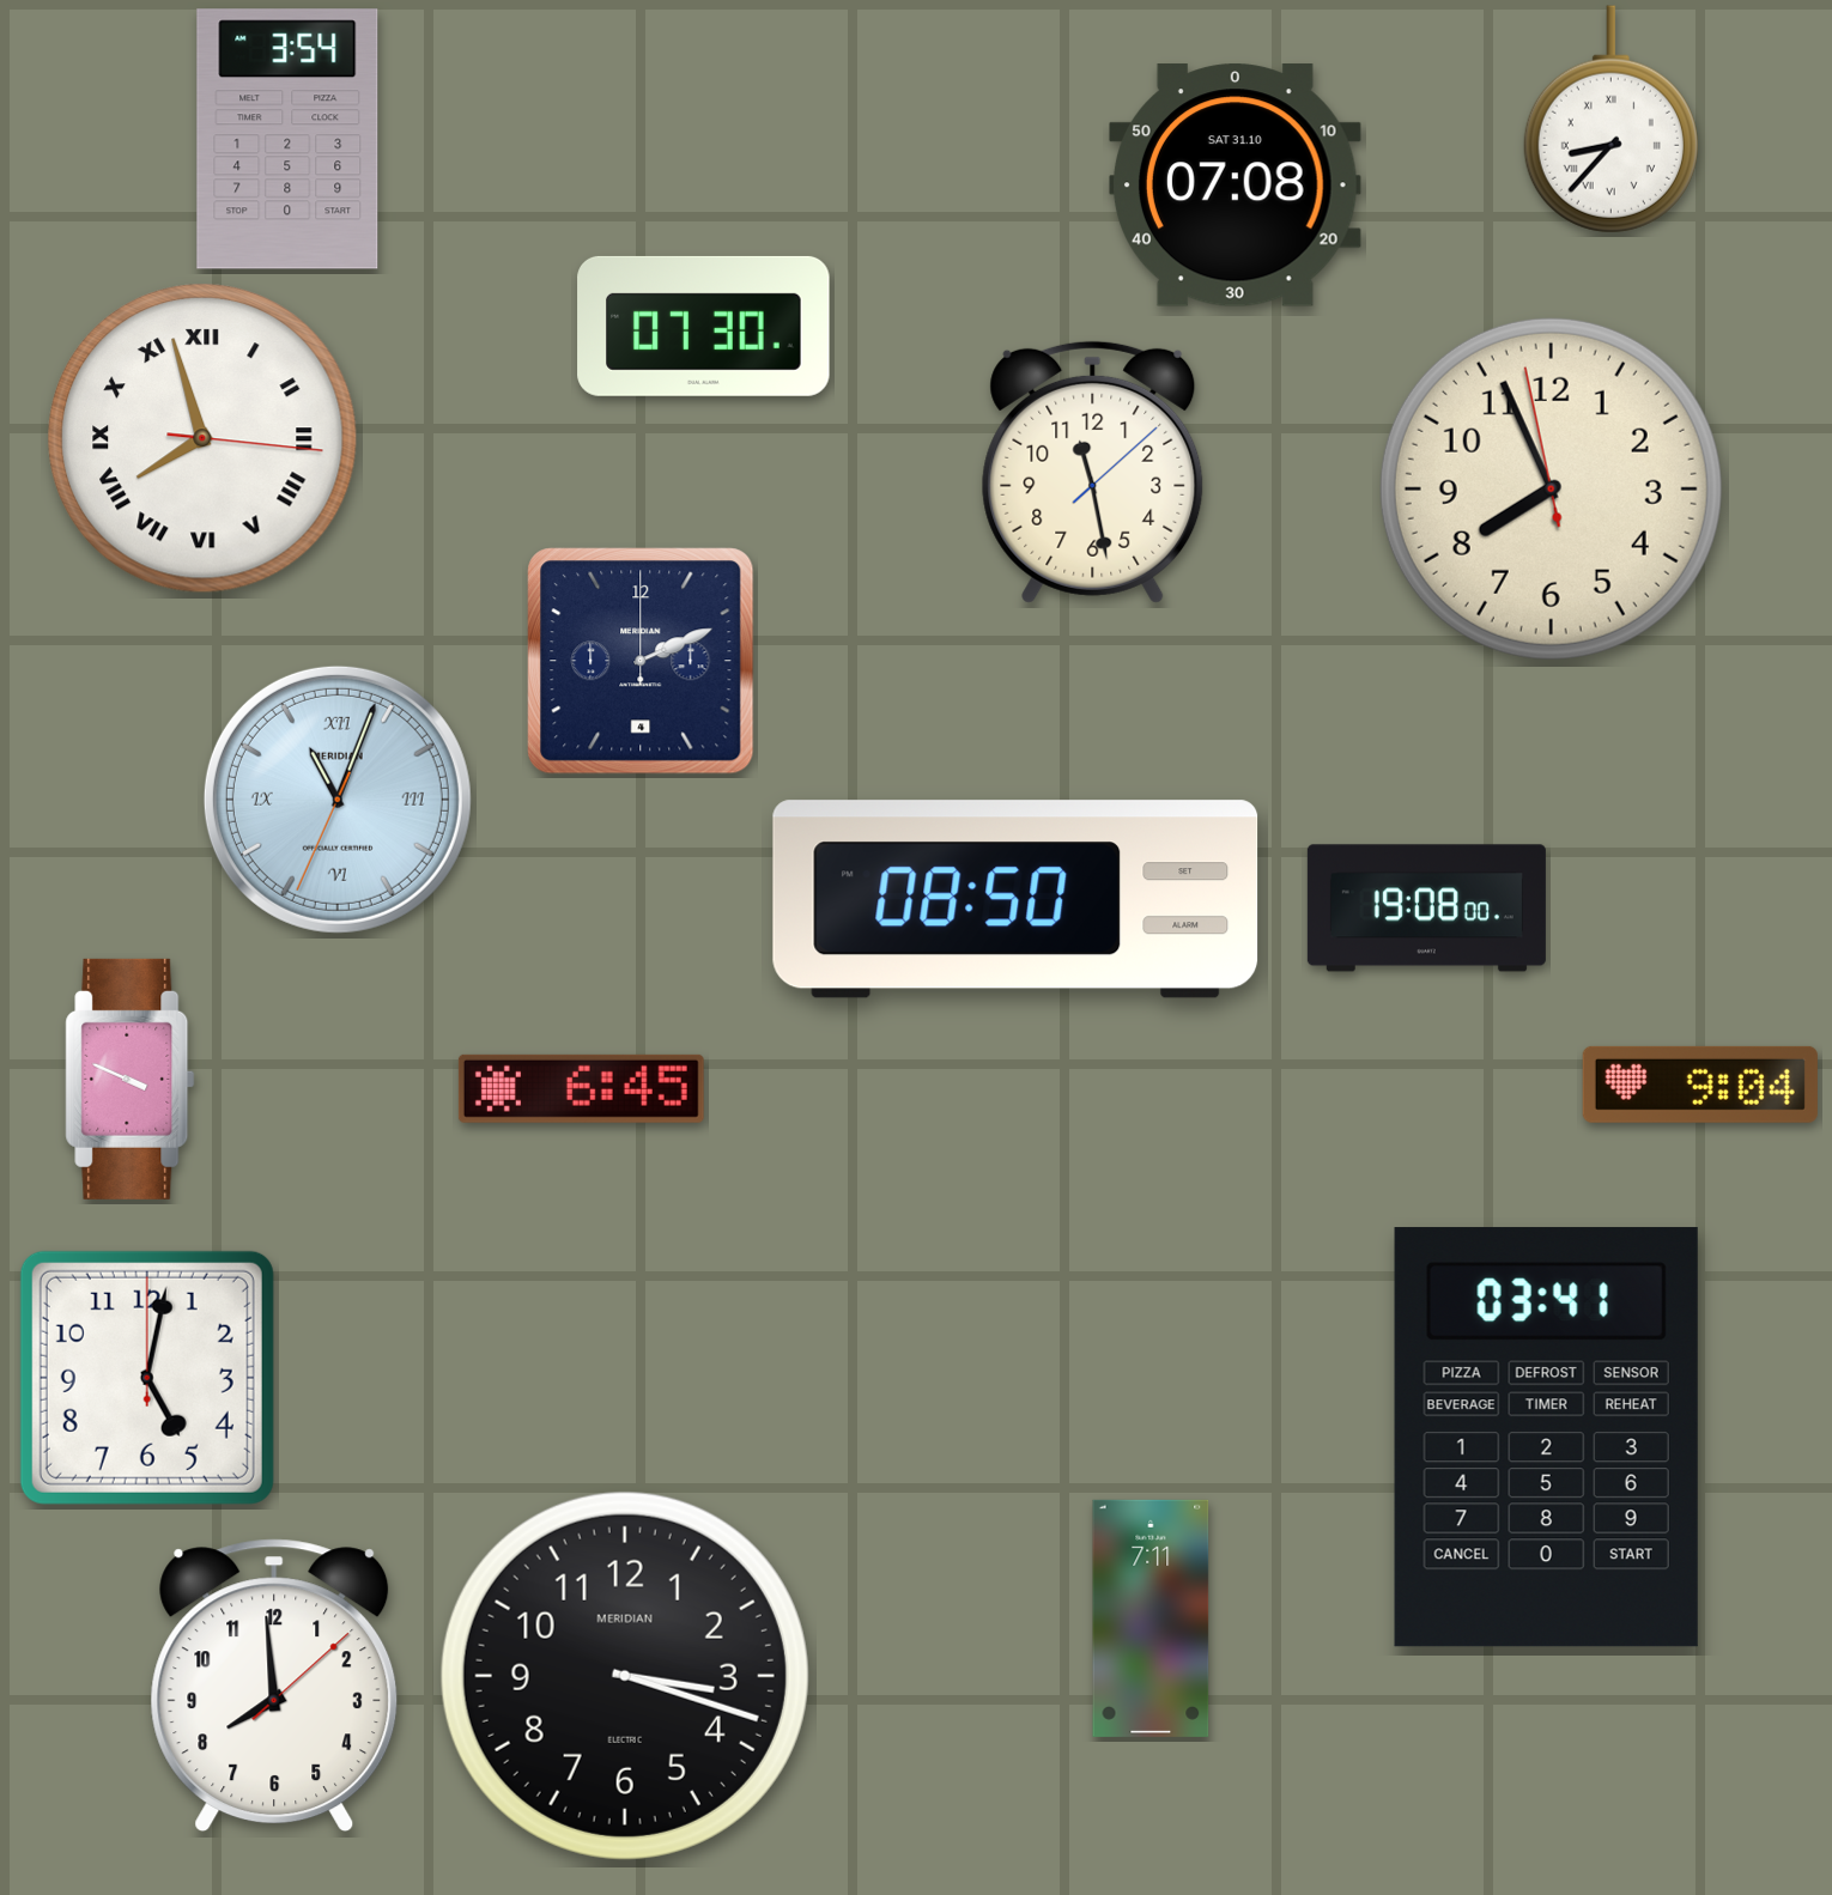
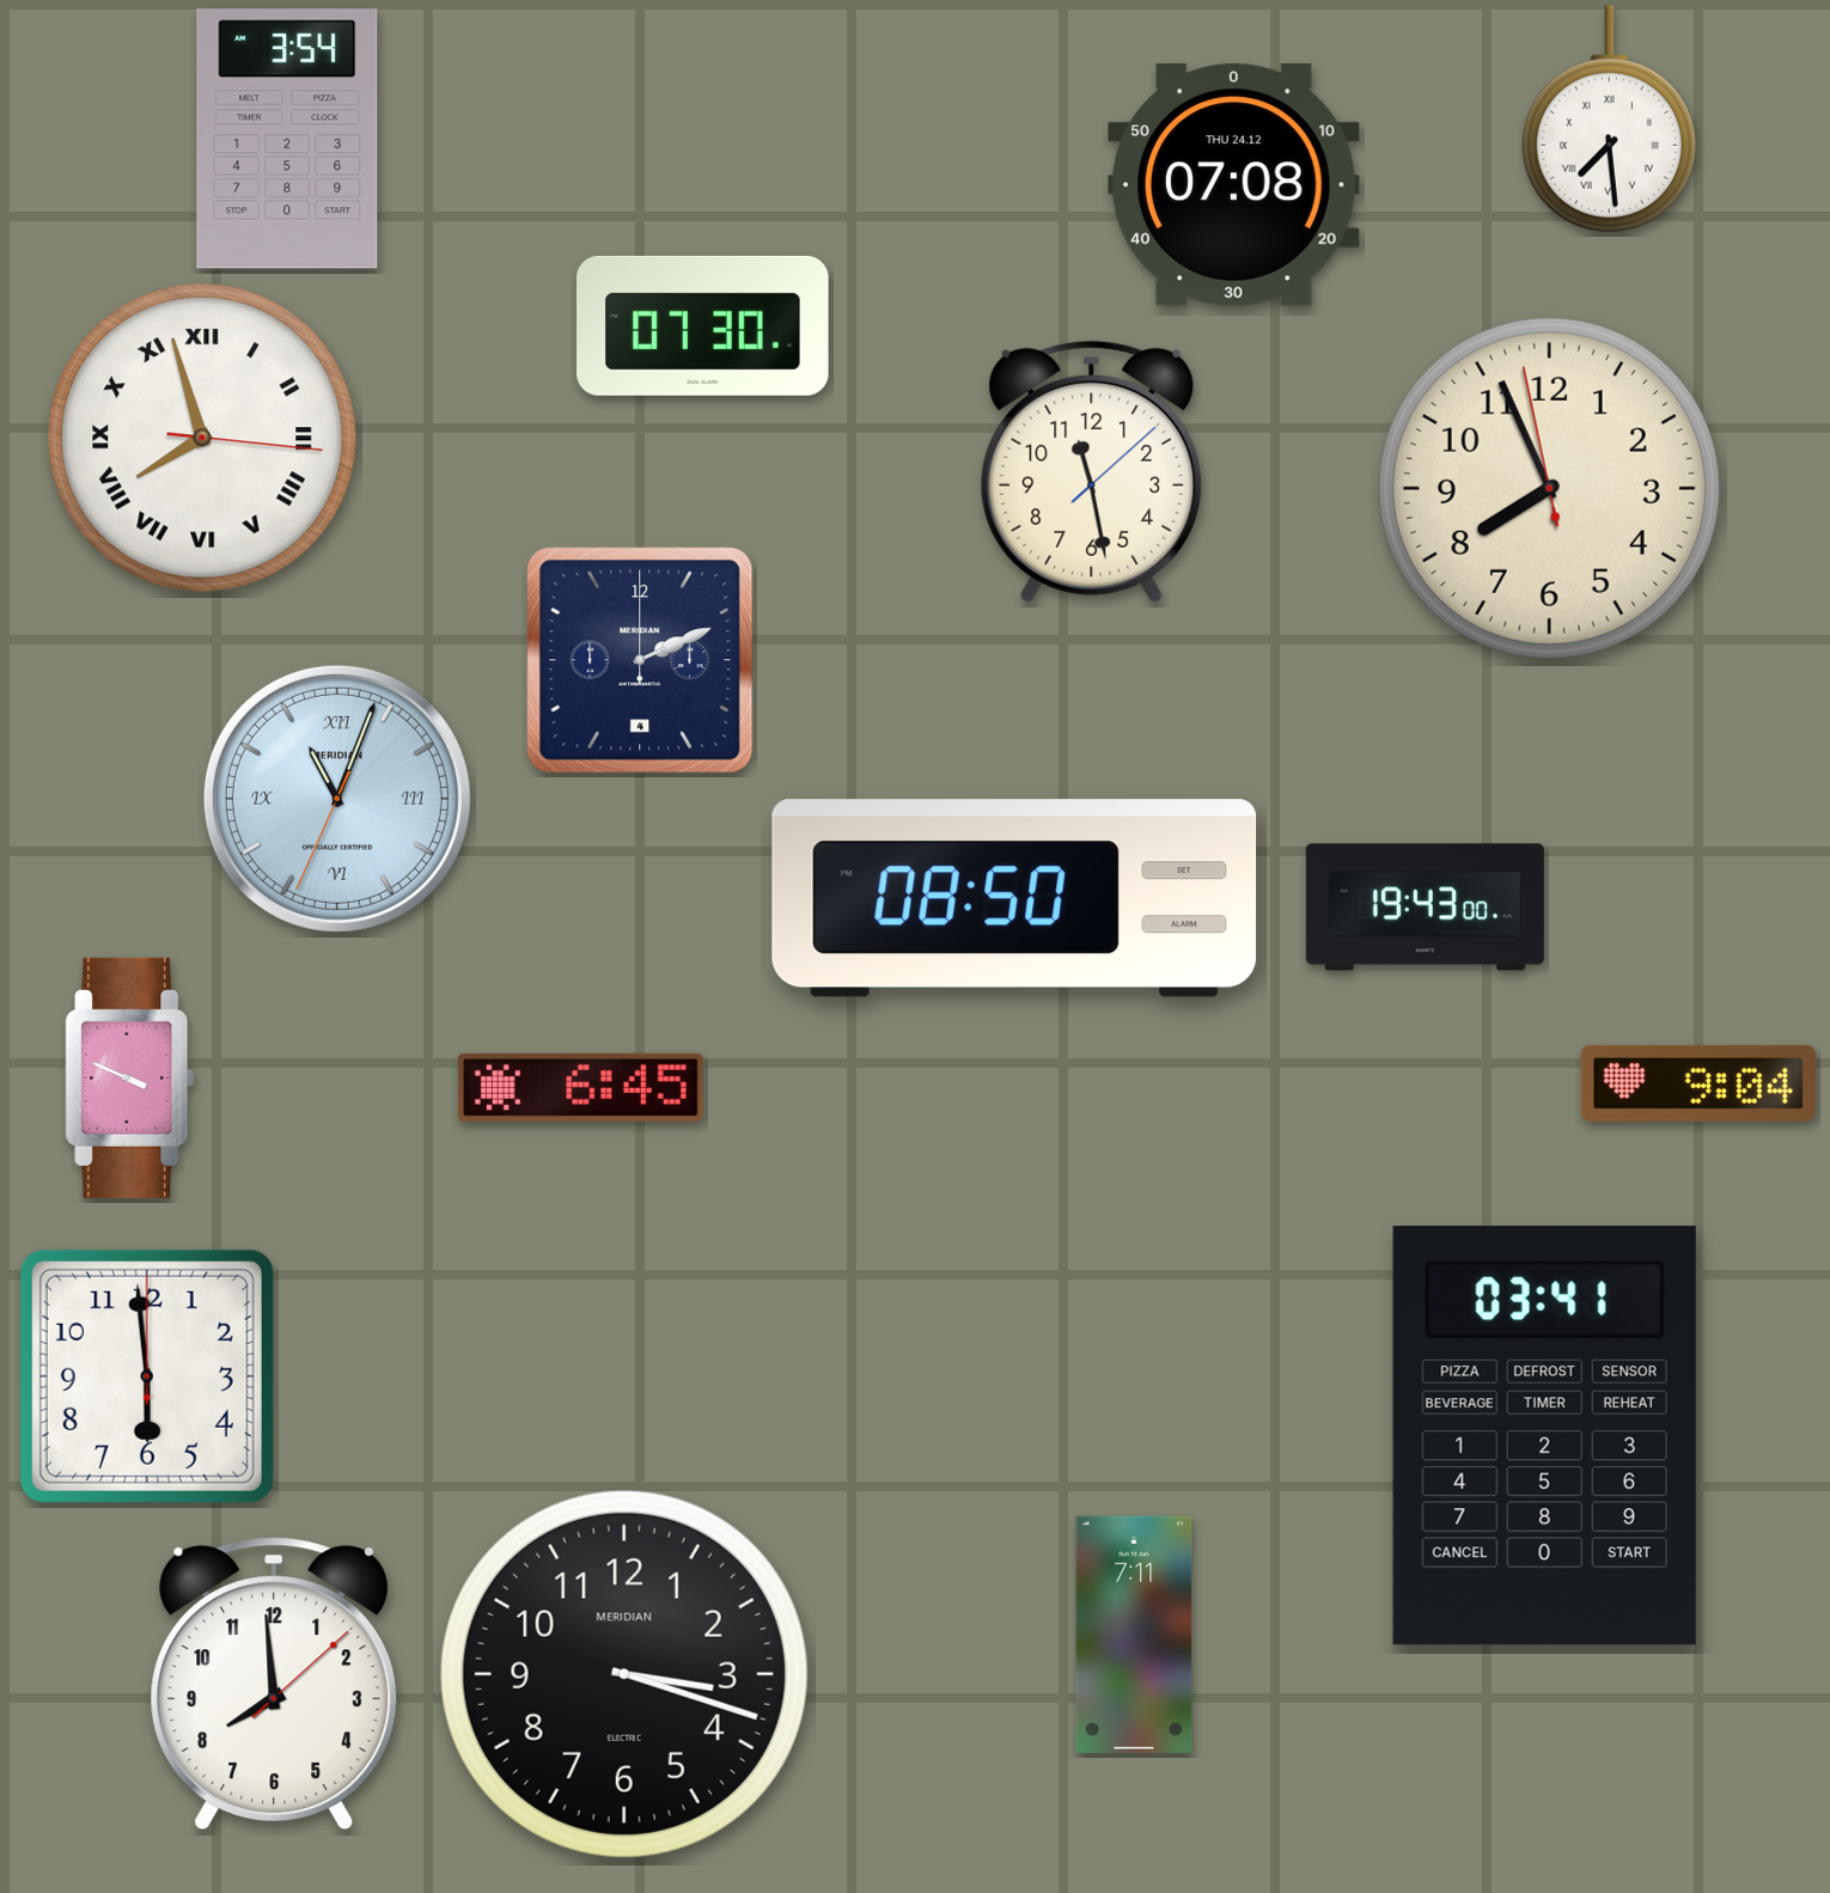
clock at (1610, 120): 8:37 -> 7:29
clock at (1236, 186) date: SAT 31.10 -> THU 24.12
clock at (1426, 909): 19:08 -> 19:43
clock at (147, 1378): 5:02 -> 5:59
clock at (1151, 1618) position: (1151, 1618) -> (1134, 1635)
